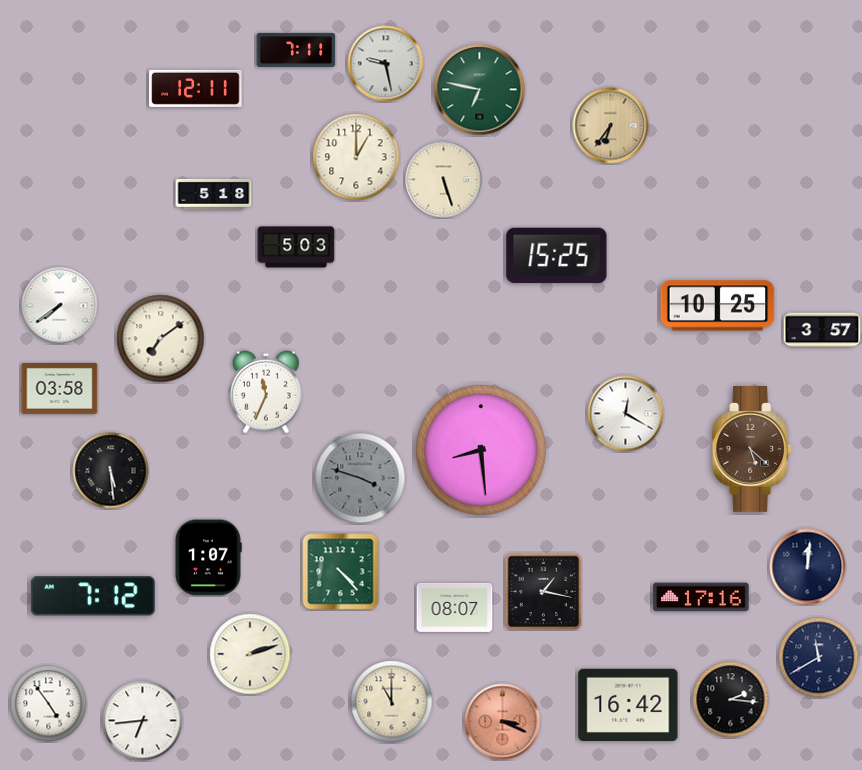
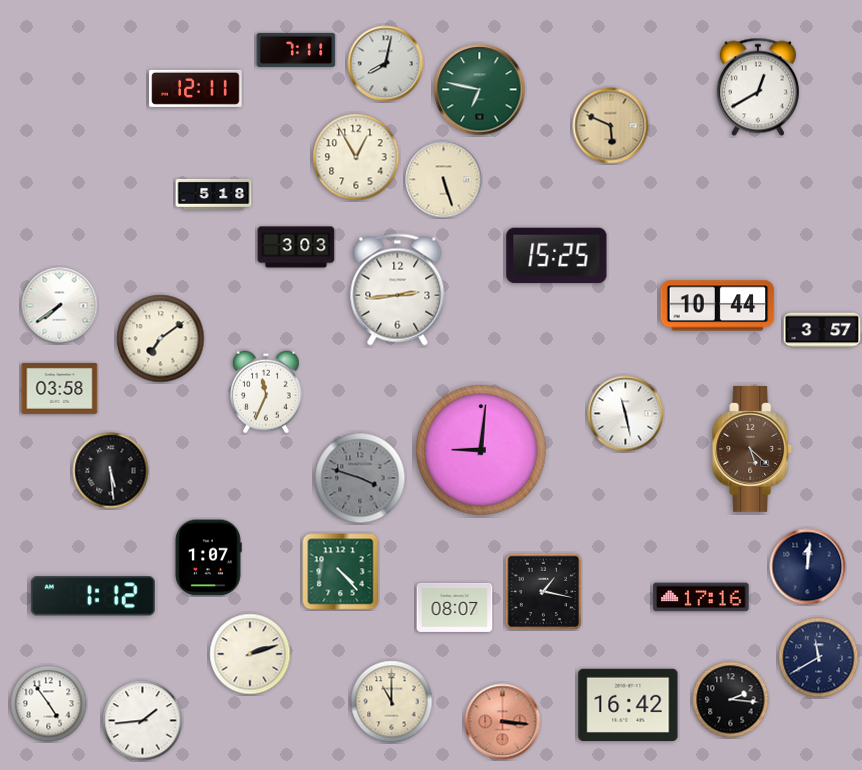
clock at (386, 64): 9:28 -> 8:02
clock at (758, 87): none -> 12:40
clock at (611, 126): 6:36 -> 5:49
clock at (356, 157): 1:00 -> 12:55
clock at (296, 247): 5:03 -> 3:03
clock at (398, 290): none -> 2:44
clock at (718, 306): 10:25 -> 10:44
clock at (626, 414): 12:20 -> 11:28
clock at (481, 450): 8:29 -> 9:01
clock at (93, 596): 7:12 -> 1:12
clock at (143, 721): 6:44 -> 1:44
clock at (503, 722): 3:19 -> 3:16
